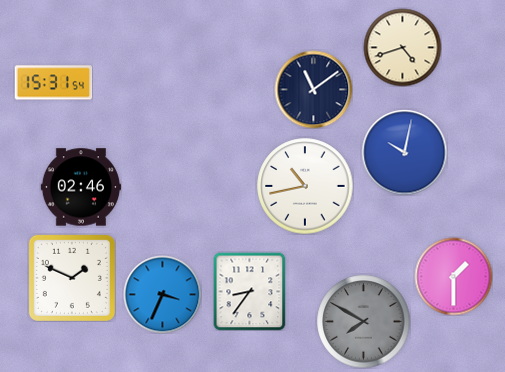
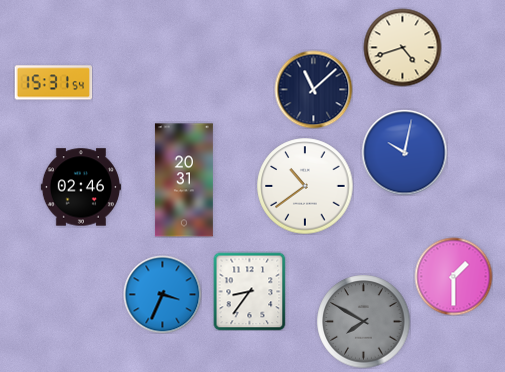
clock at (313, 89): 11:09 -> 11:08
clock at (184, 180): none -> 20:31
clock at (305, 186): 10:43 -> 10:39
clock at (72, 278): 1:49 -> none
